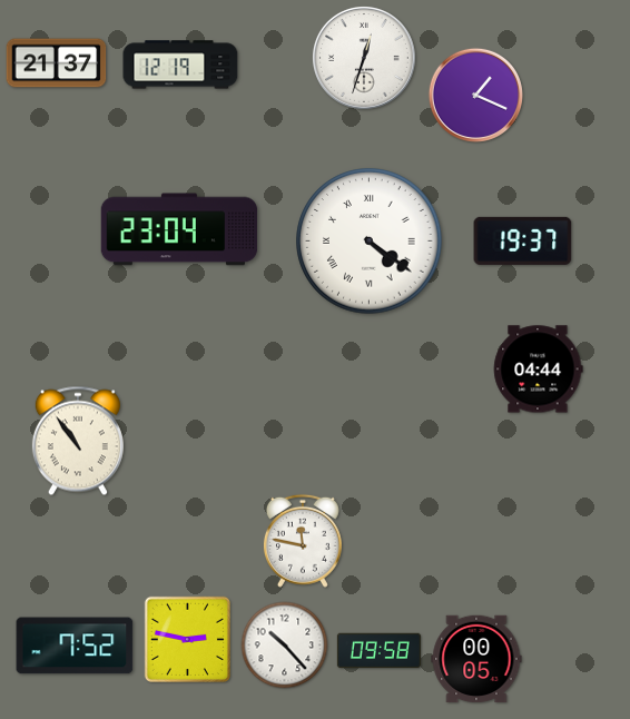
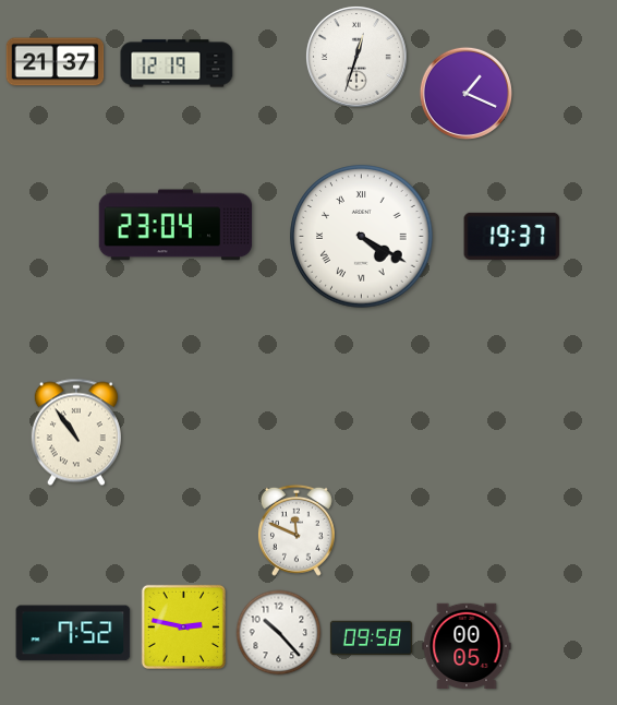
clock at (370, 242): 4:21 -> 4:20
clock at (538, 370): 04:44 -> none
clock at (303, 541): 11:47 -> 11:49
